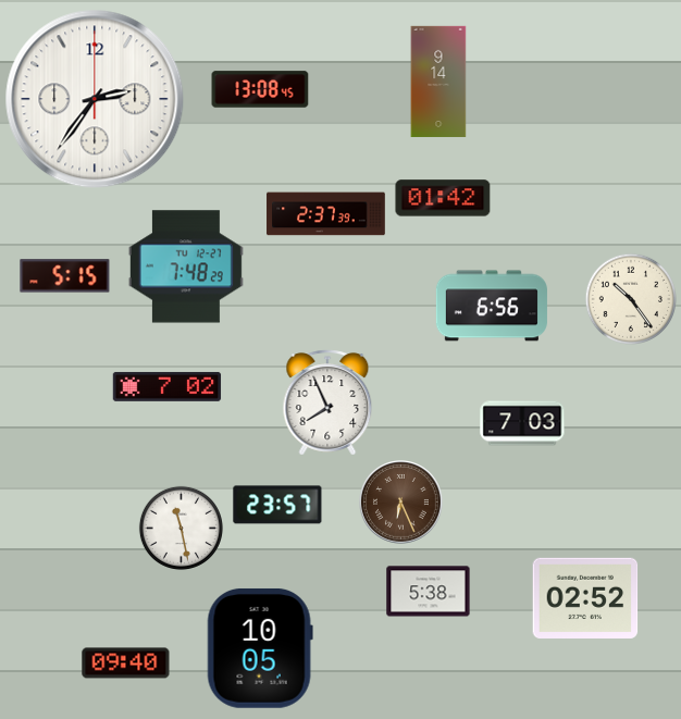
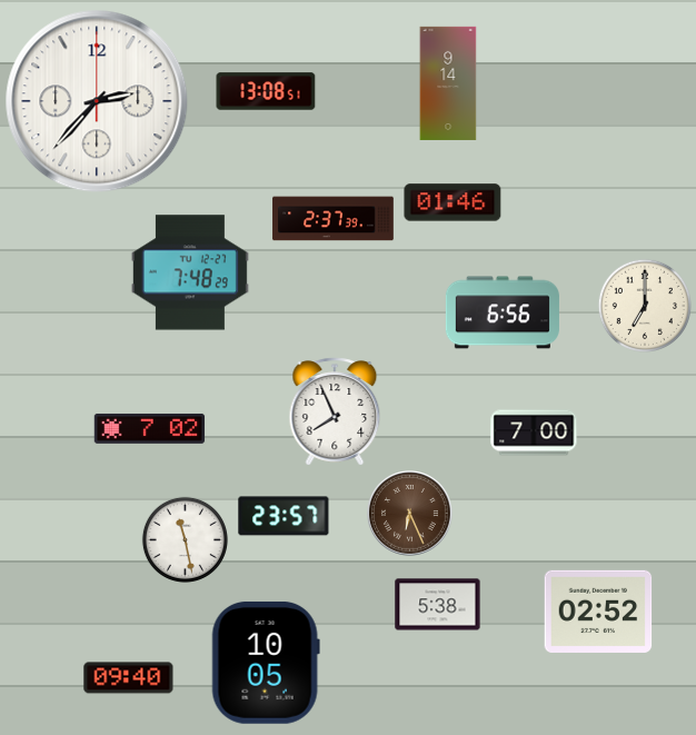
clock at (260, 89): 13:08:45 -> 13:08:51
clock at (95, 99): 2:36 -> 2:37
clock at (443, 198): 01:42 -> 01:46
clock at (65, 276): 5:15 -> none
clock at (630, 298): 10:24 -> 7:00
clock at (168, 386) position: (168, 386) -> (150, 428)
clock at (522, 423): 7:03 -> 7:00
